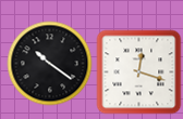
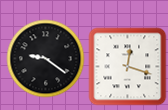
clock at (49, 63): 10:21 -> 9:21
